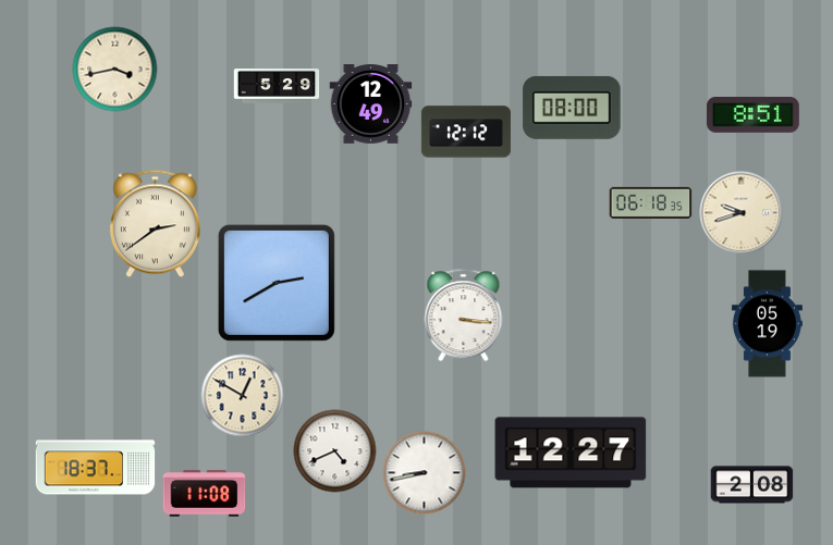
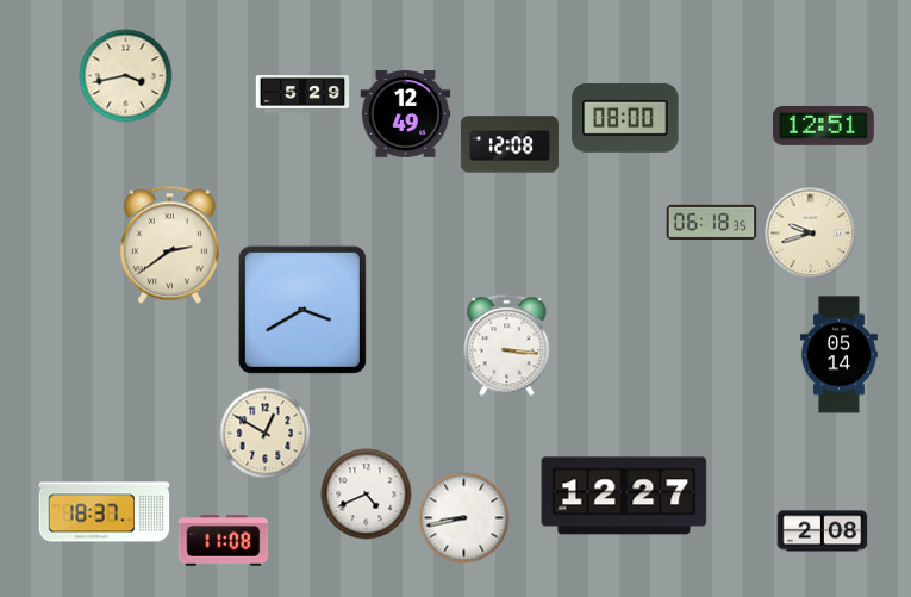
clock at (752, 114): 8:51 -> 12:51
clock at (466, 132): 12:12 -> 12:08
clock at (277, 283): 2:40 -> 3:40
clock at (767, 324): 05:19 -> 05:14
